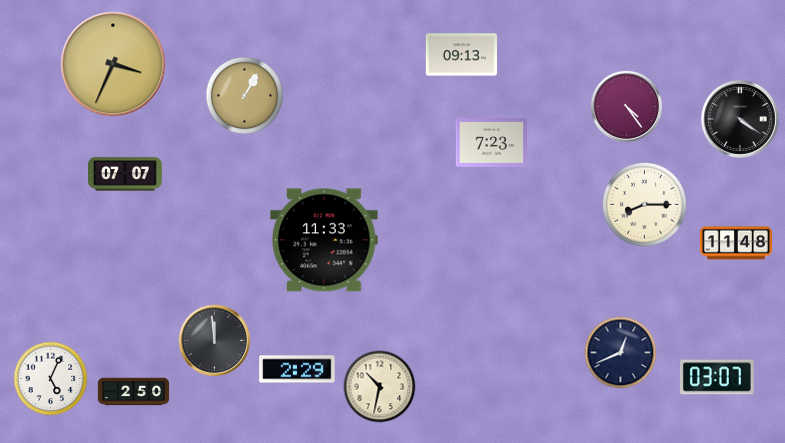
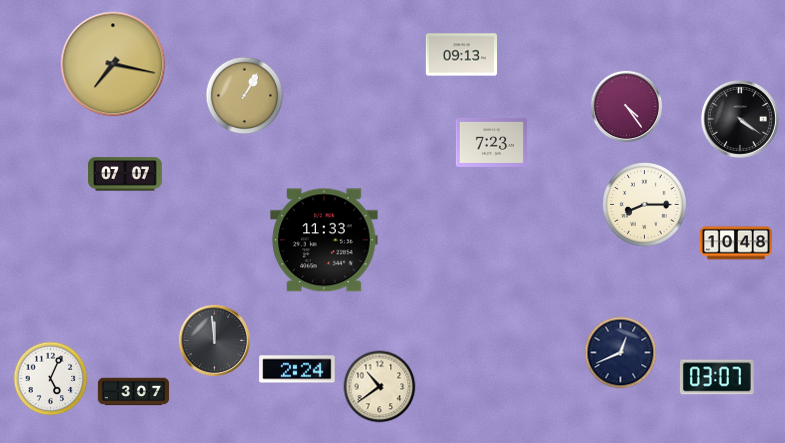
clock at (113, 64): 3:34 -> 7:17
clock at (736, 243): 11:48 -> 10:48
clock at (297, 369): 2:29 -> 2:24
clock at (380, 387): 10:32 -> 10:39
clock at (134, 392): 2:50 -> 3:07
